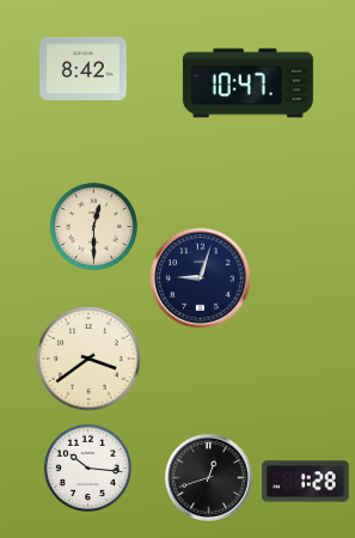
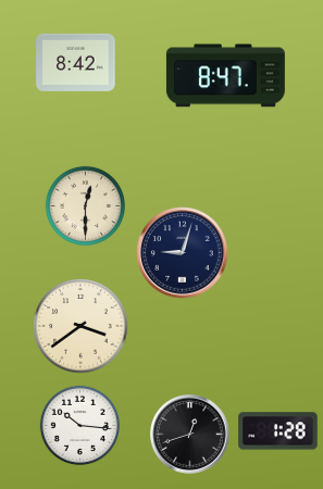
clock at (247, 84): 10:47 -> 8:47
clock at (306, 482) position: (306, 482) -> (278, 431)
